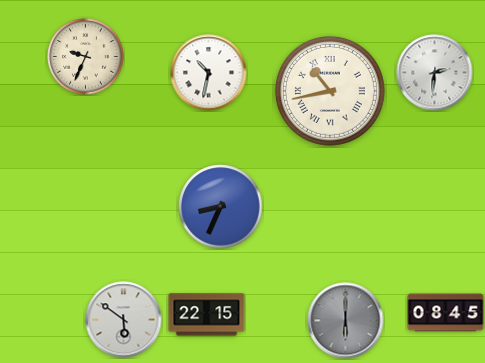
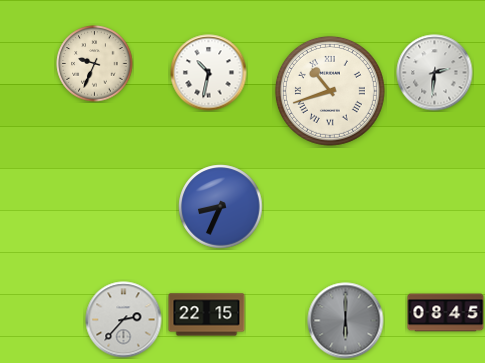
clock at (86, 57) position: (86, 57) -> (95, 64)
clock at (330, 91): 10:43 -> 10:42
clock at (124, 320): 5:51 -> 2:37
